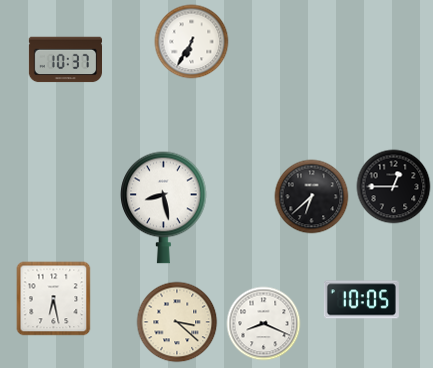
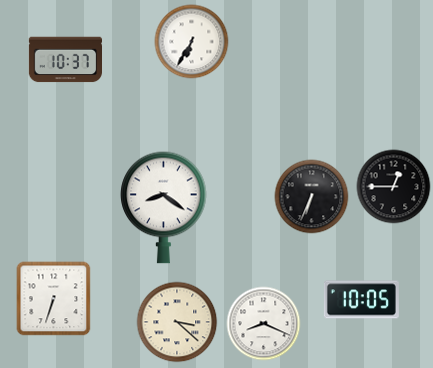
clock at (312, 197): 6:38 -> 6:34
clock at (164, 207): 8:28 -> 8:21
clock at (54, 299): 6:28 -> 6:33
